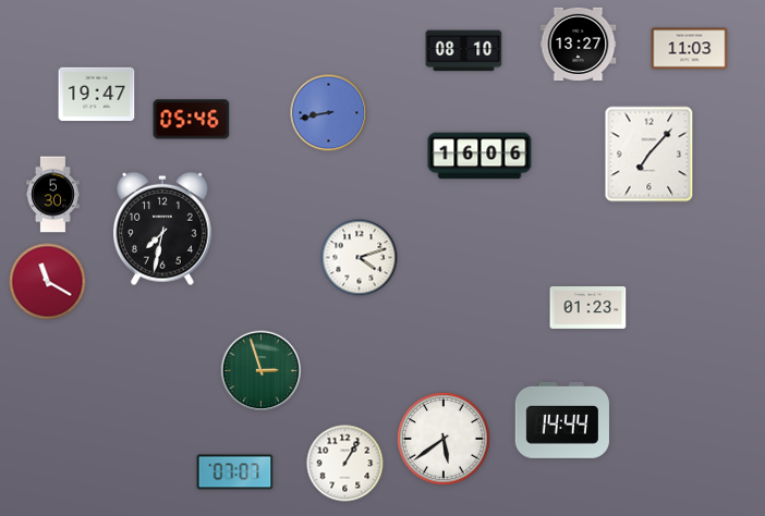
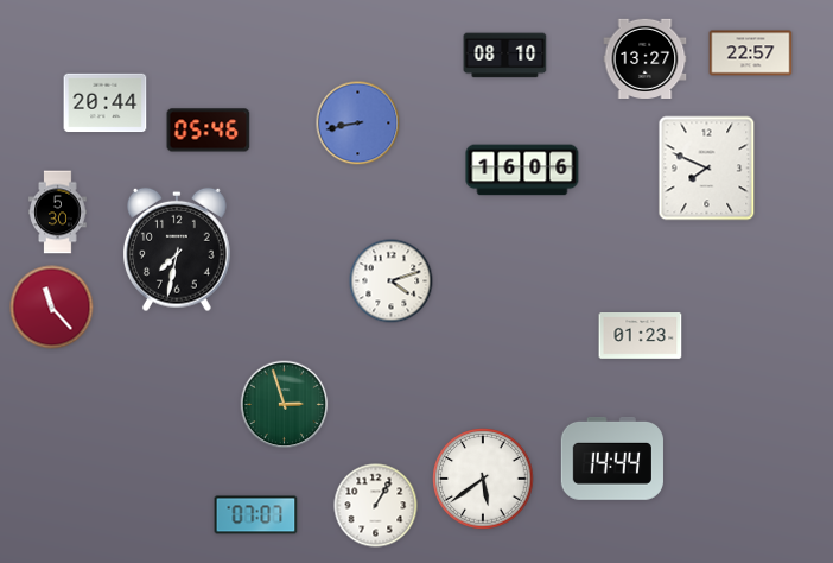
clock at (579, 44) position: (579, 44) -> (646, 58)
clock at (690, 49): 11:03 -> 22:57
clock at (97, 95): 19:47 -> 20:44
clock at (649, 155): 7:07 -> 7:49
clock at (48, 282): 11:20 -> 11:23
